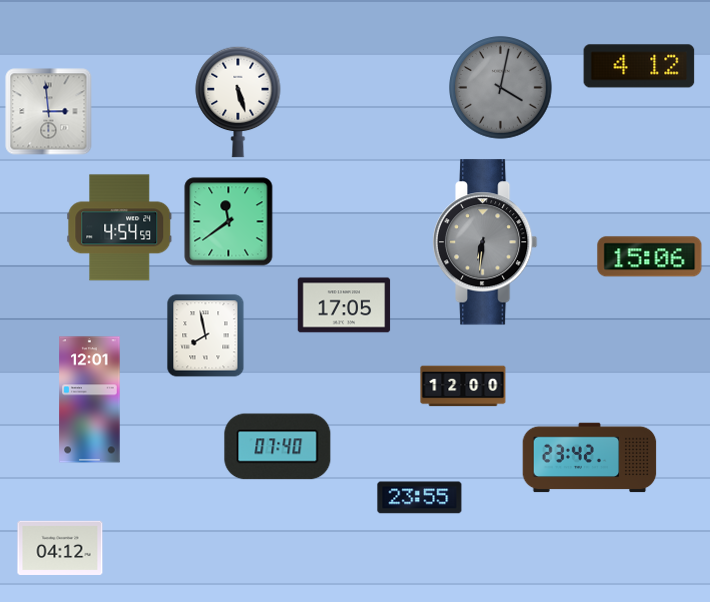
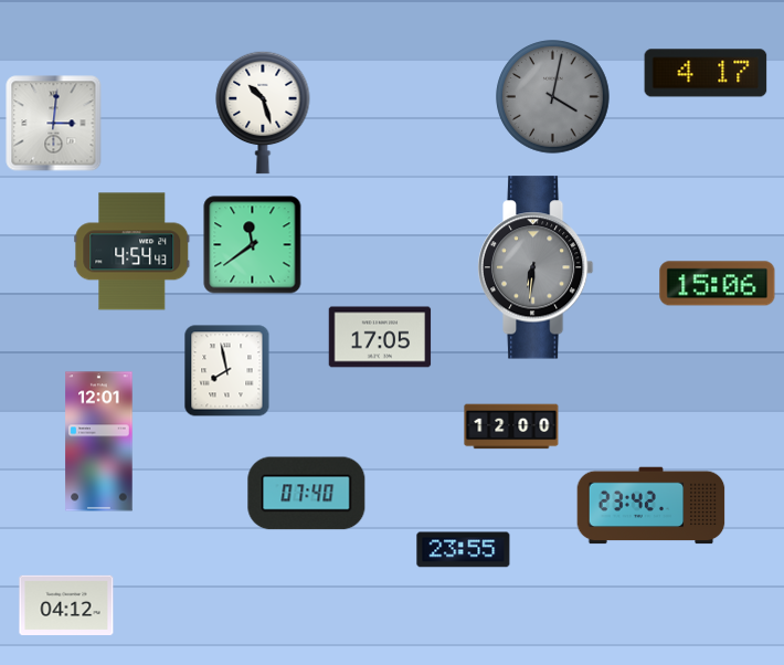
clock at (639, 66): 4:12 -> 4:17
clock at (238, 102): 5:27 -> 10:27
clock at (49, 112): 2:59 -> 3:01
clock at (120, 228): 4:54:59 -> 4:54:43
